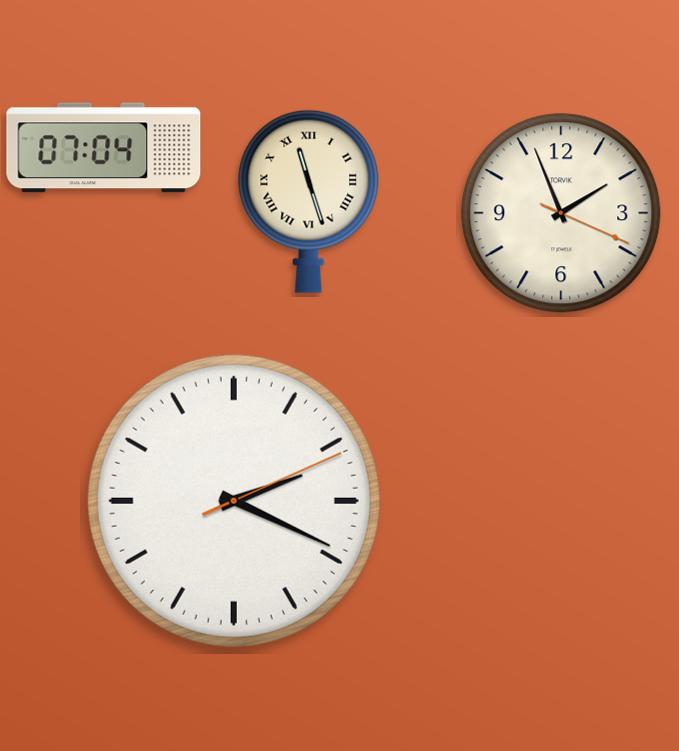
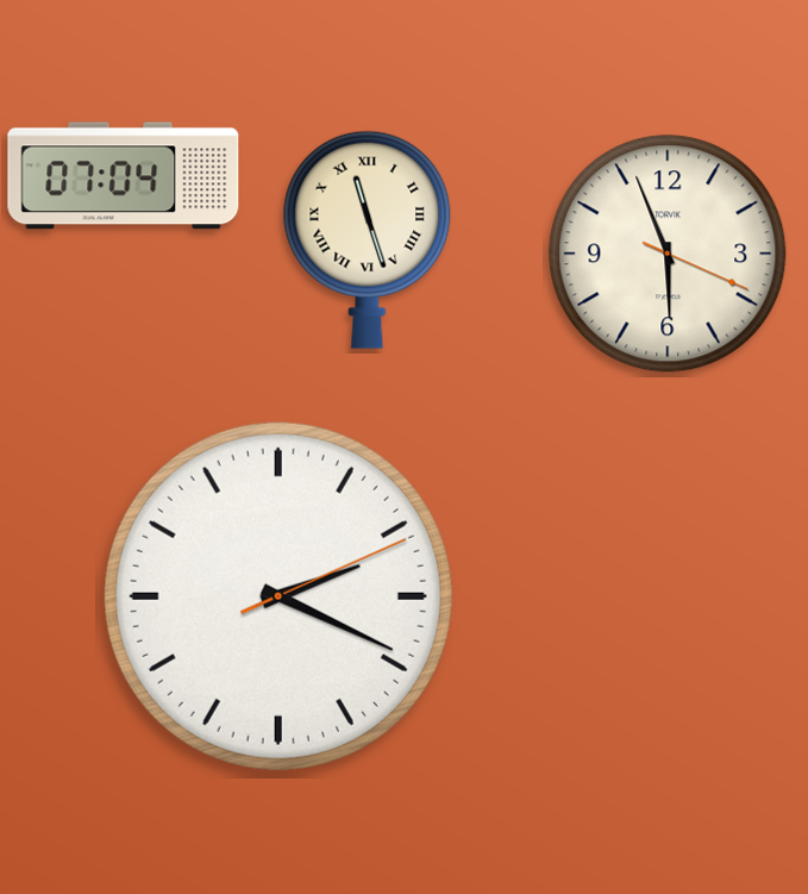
clock at (561, 213): 1:56 -> 5:56
